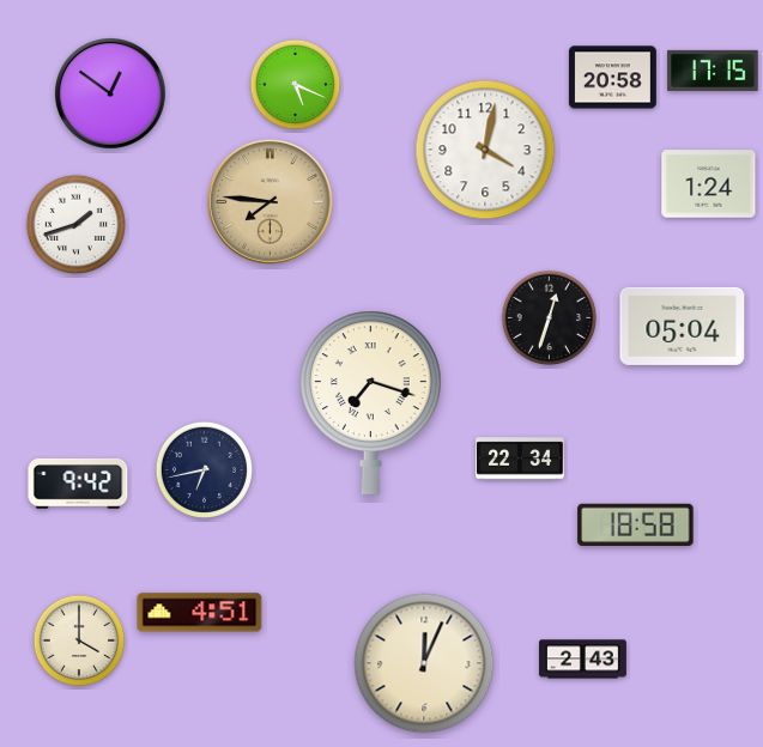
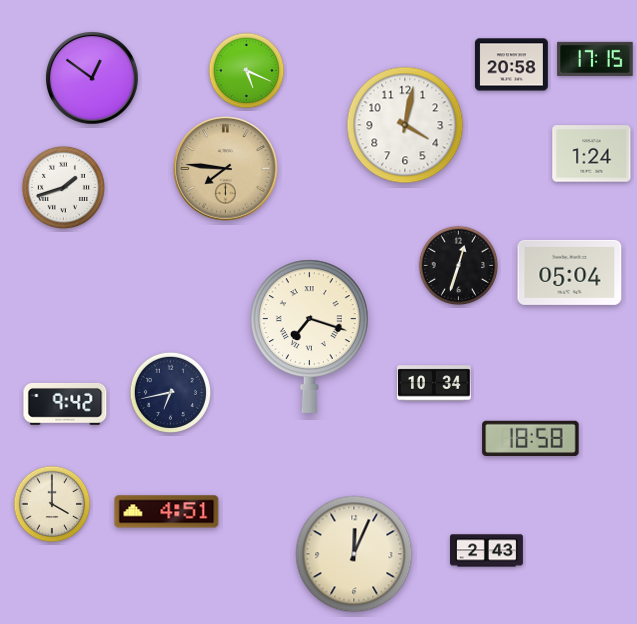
clock at (520, 458): 22:34 -> 10:34
clock at (79, 640) position: (79, 640) -> (52, 504)
